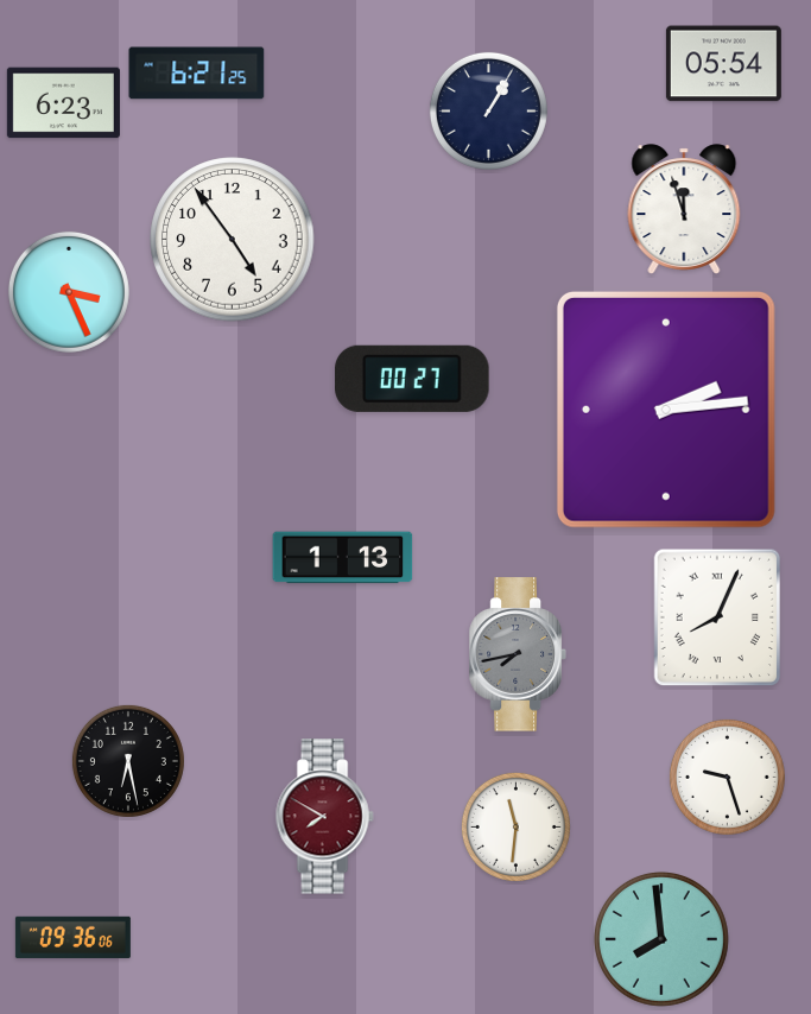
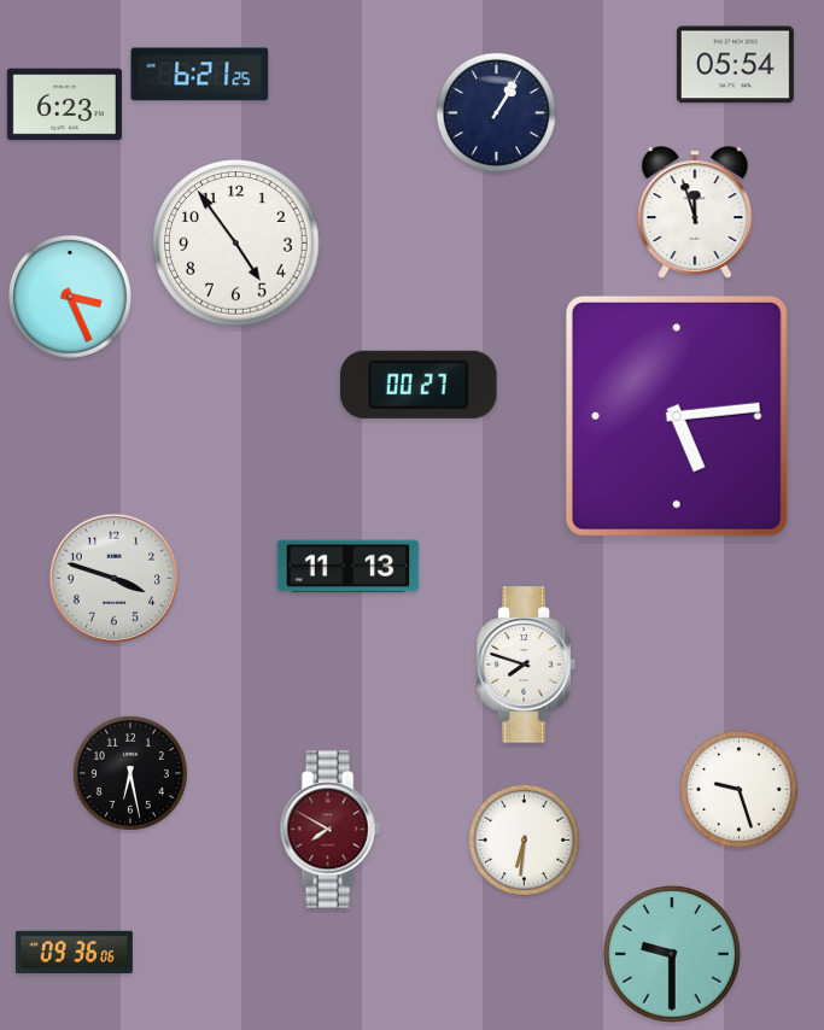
clock at (666, 410): 2:14 -> 5:14
clock at (343, 558): 1:13 -> 11:13
clock at (113, 578): none -> 3:48
clock at (717, 617): 8:04 -> none
clock at (518, 654): 7:43 -> 7:48
clock at (518, 654) dial: grey -> white
clock at (515, 826): 11:31 -> 6:31
clock at (661, 939): 7:59 -> 9:30
